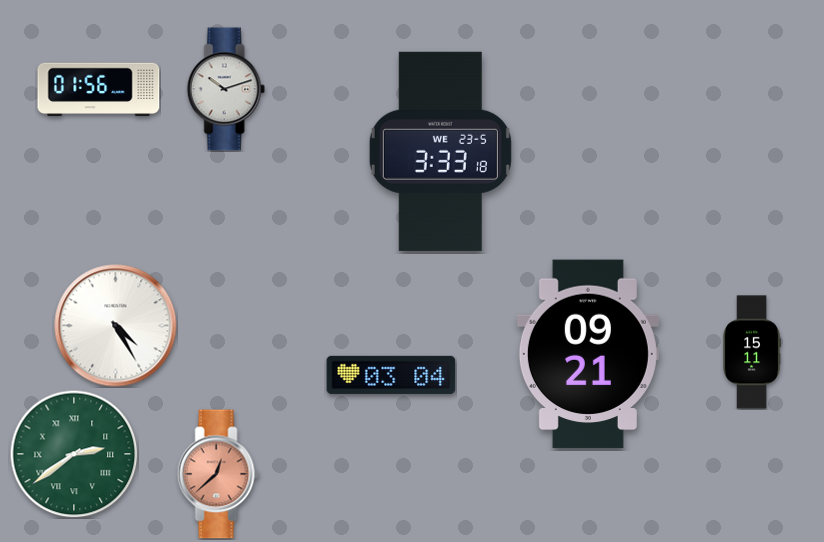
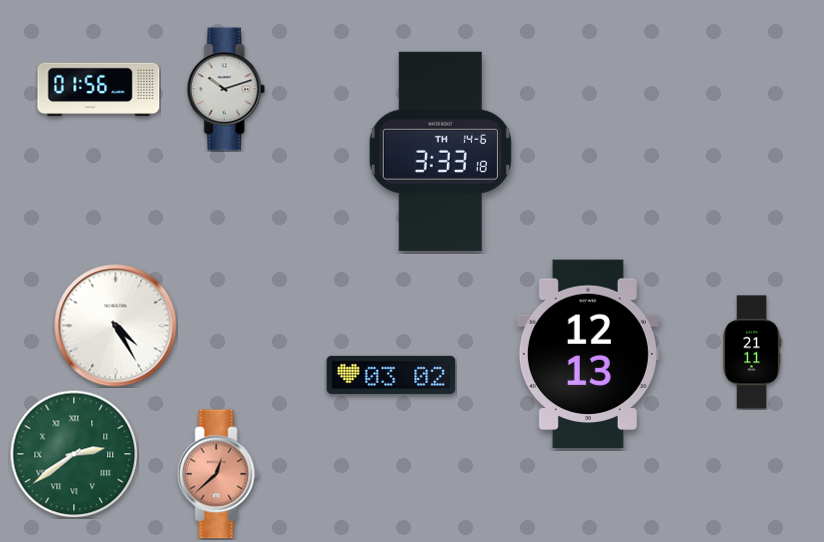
clock at (440, 151) date: WE 23-5 -> TH 14-6
clock at (752, 352): 15:11 -> 21:11
clock at (588, 354): 09:21 -> 12:13
clock at (391, 375): 03:04 -> 03:02
